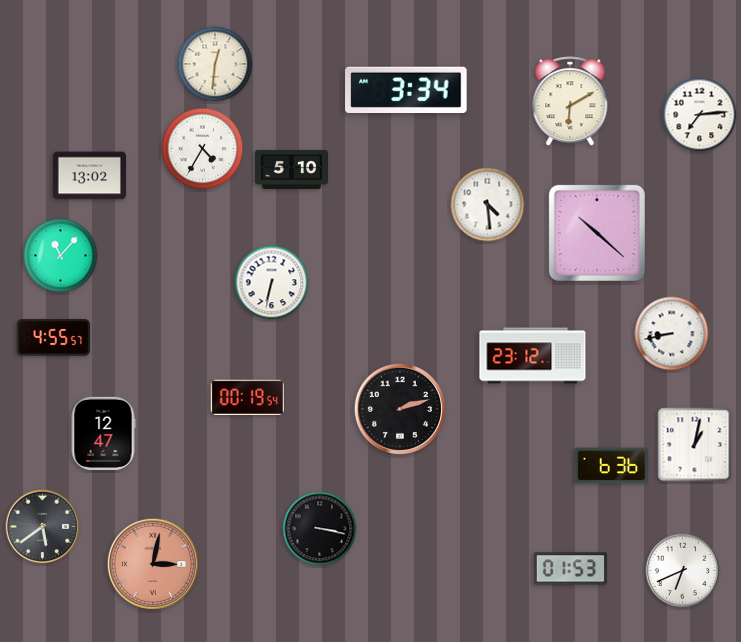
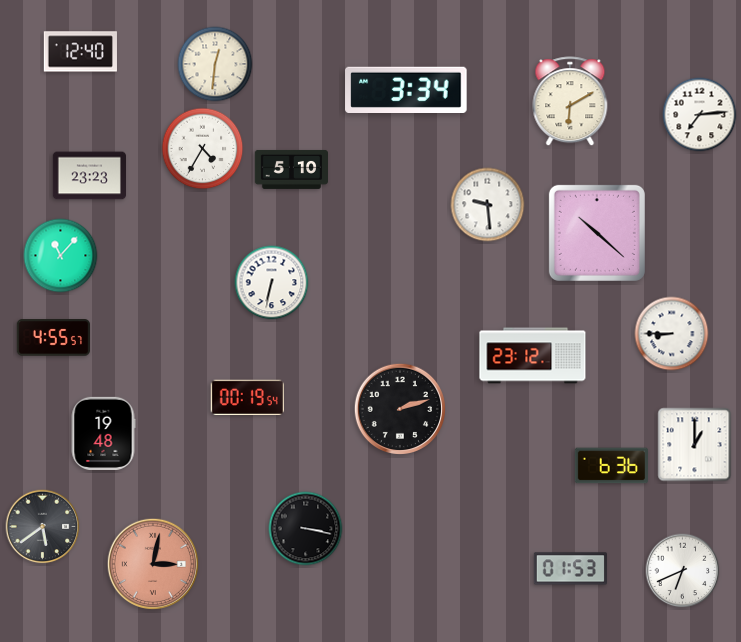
clock at (80, 52): none -> 12:40
clock at (89, 176): 13:02 -> 23:23
clock at (488, 205): 4:29 -> 9:29
clock at (672, 334): 8:43 -> 8:45
clock at (103, 433): 12:47 -> 19:48
clock at (695, 445): 1:02 -> 1:00
clock at (320, 529) position: (320, 529) -> (306, 529)
